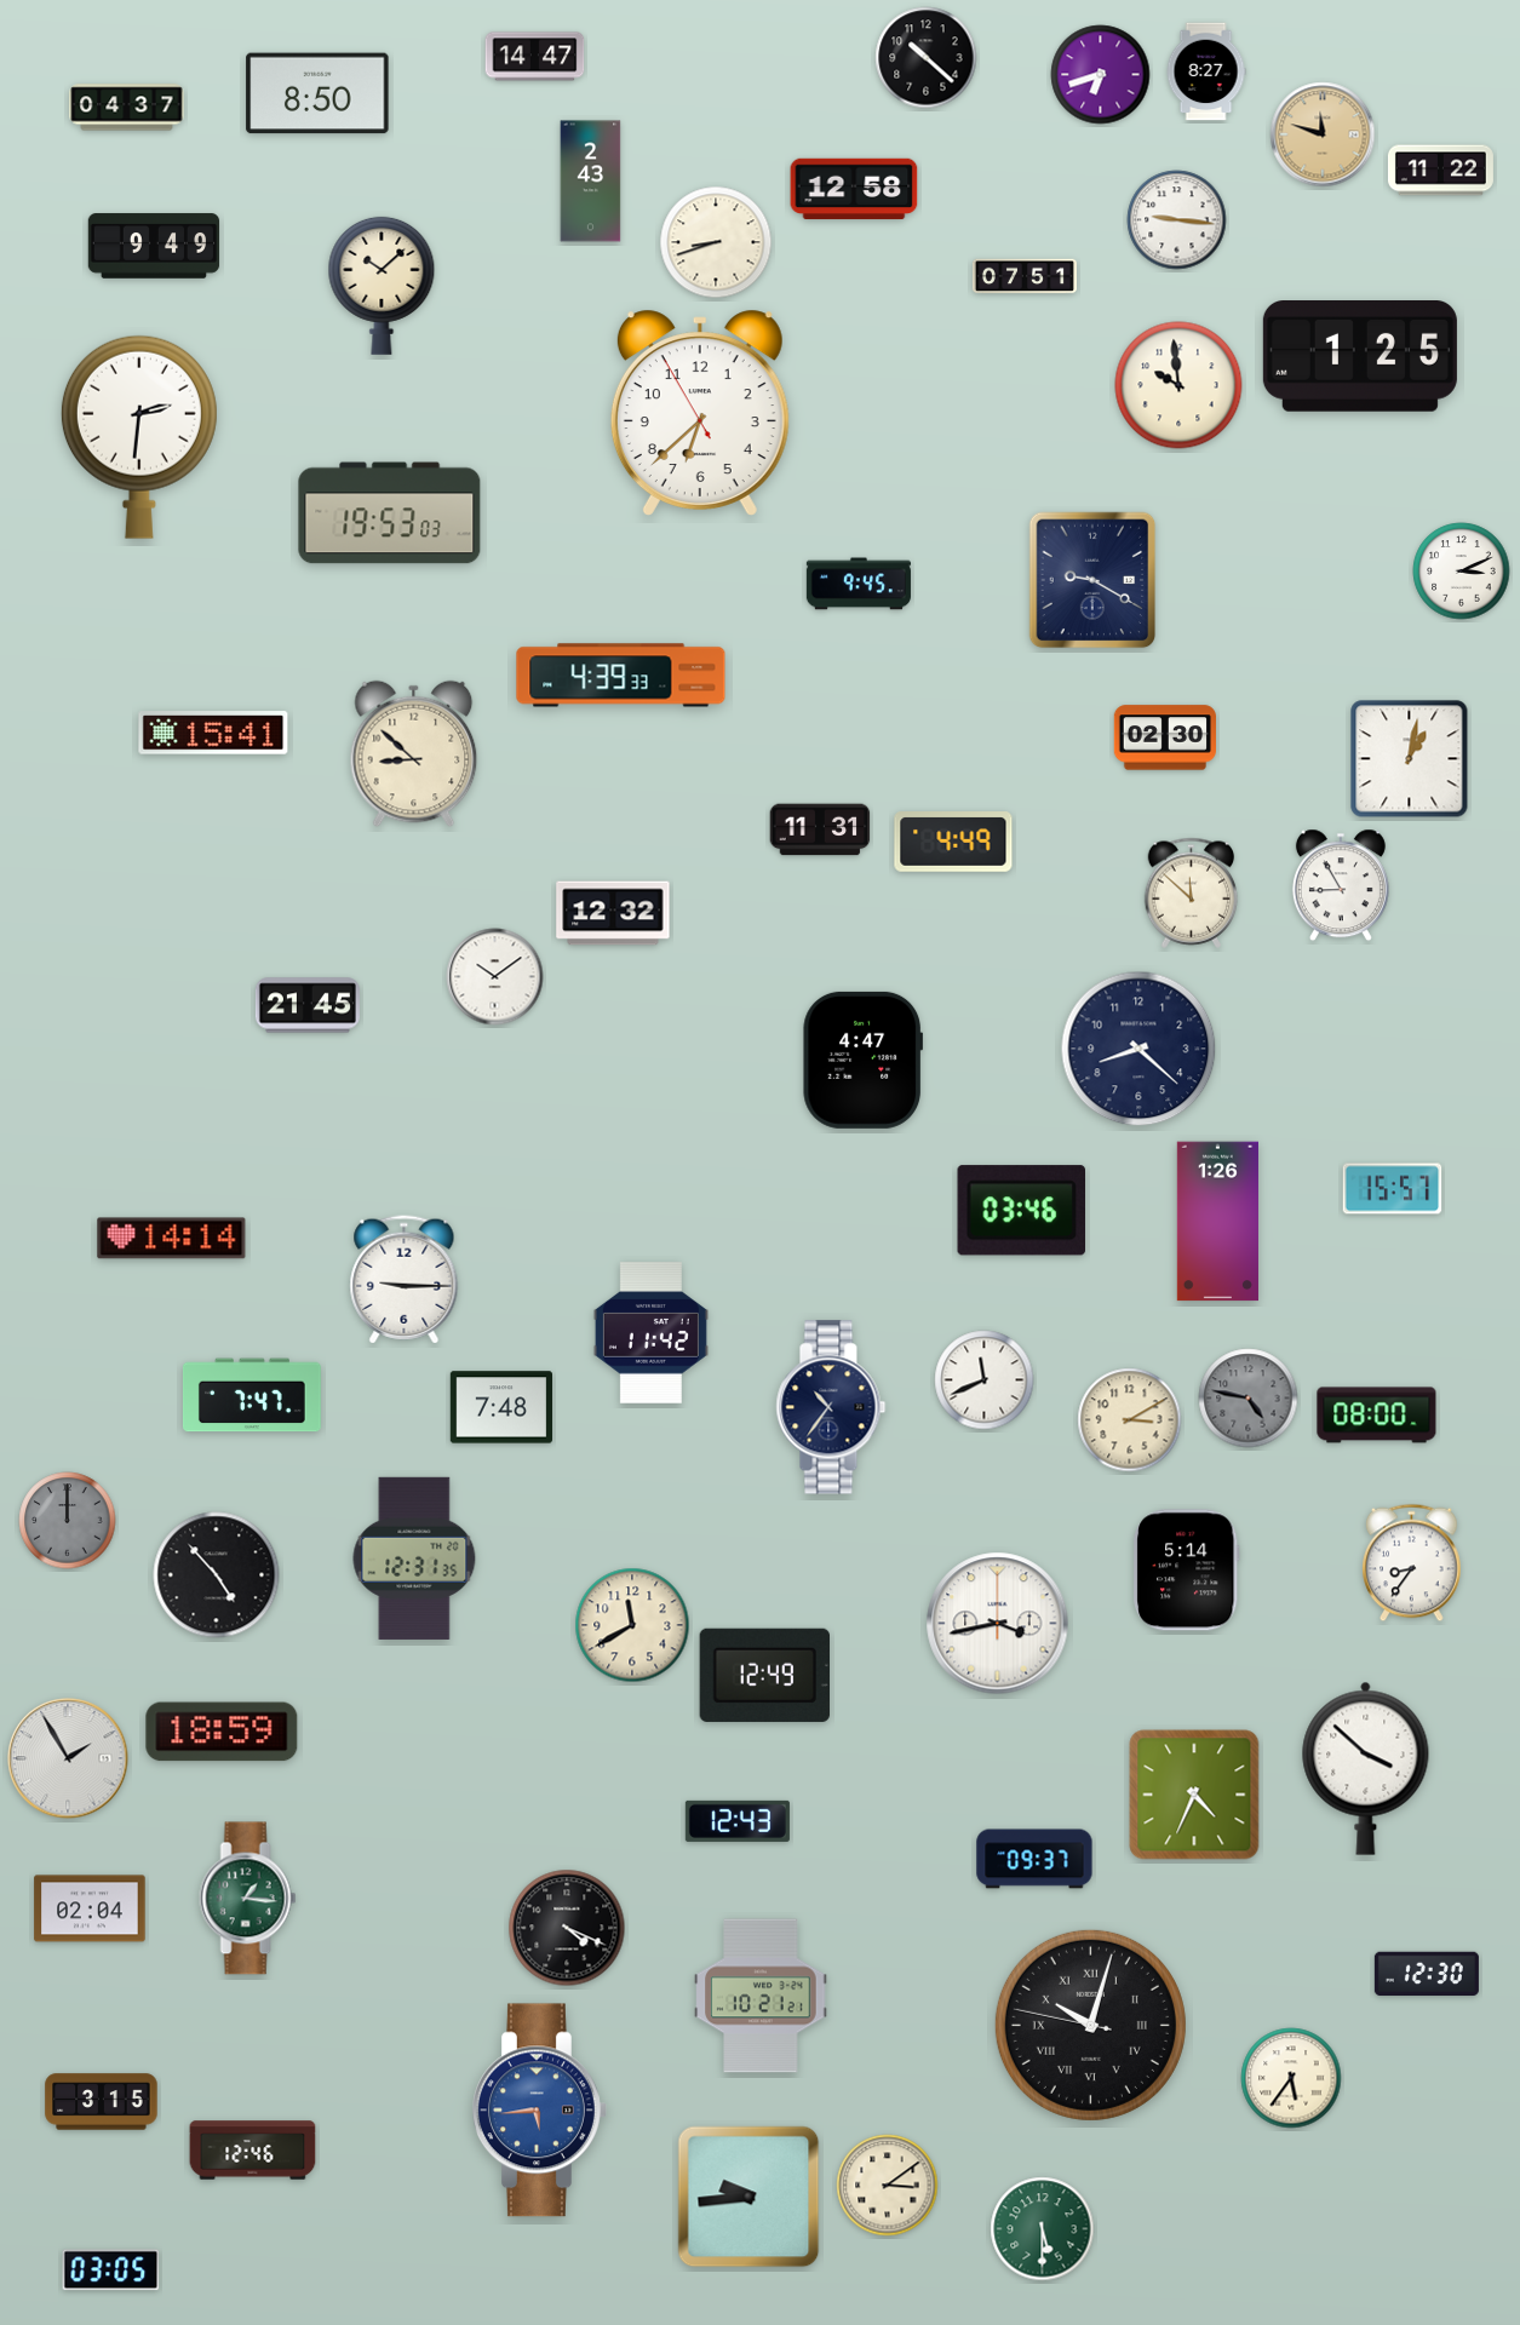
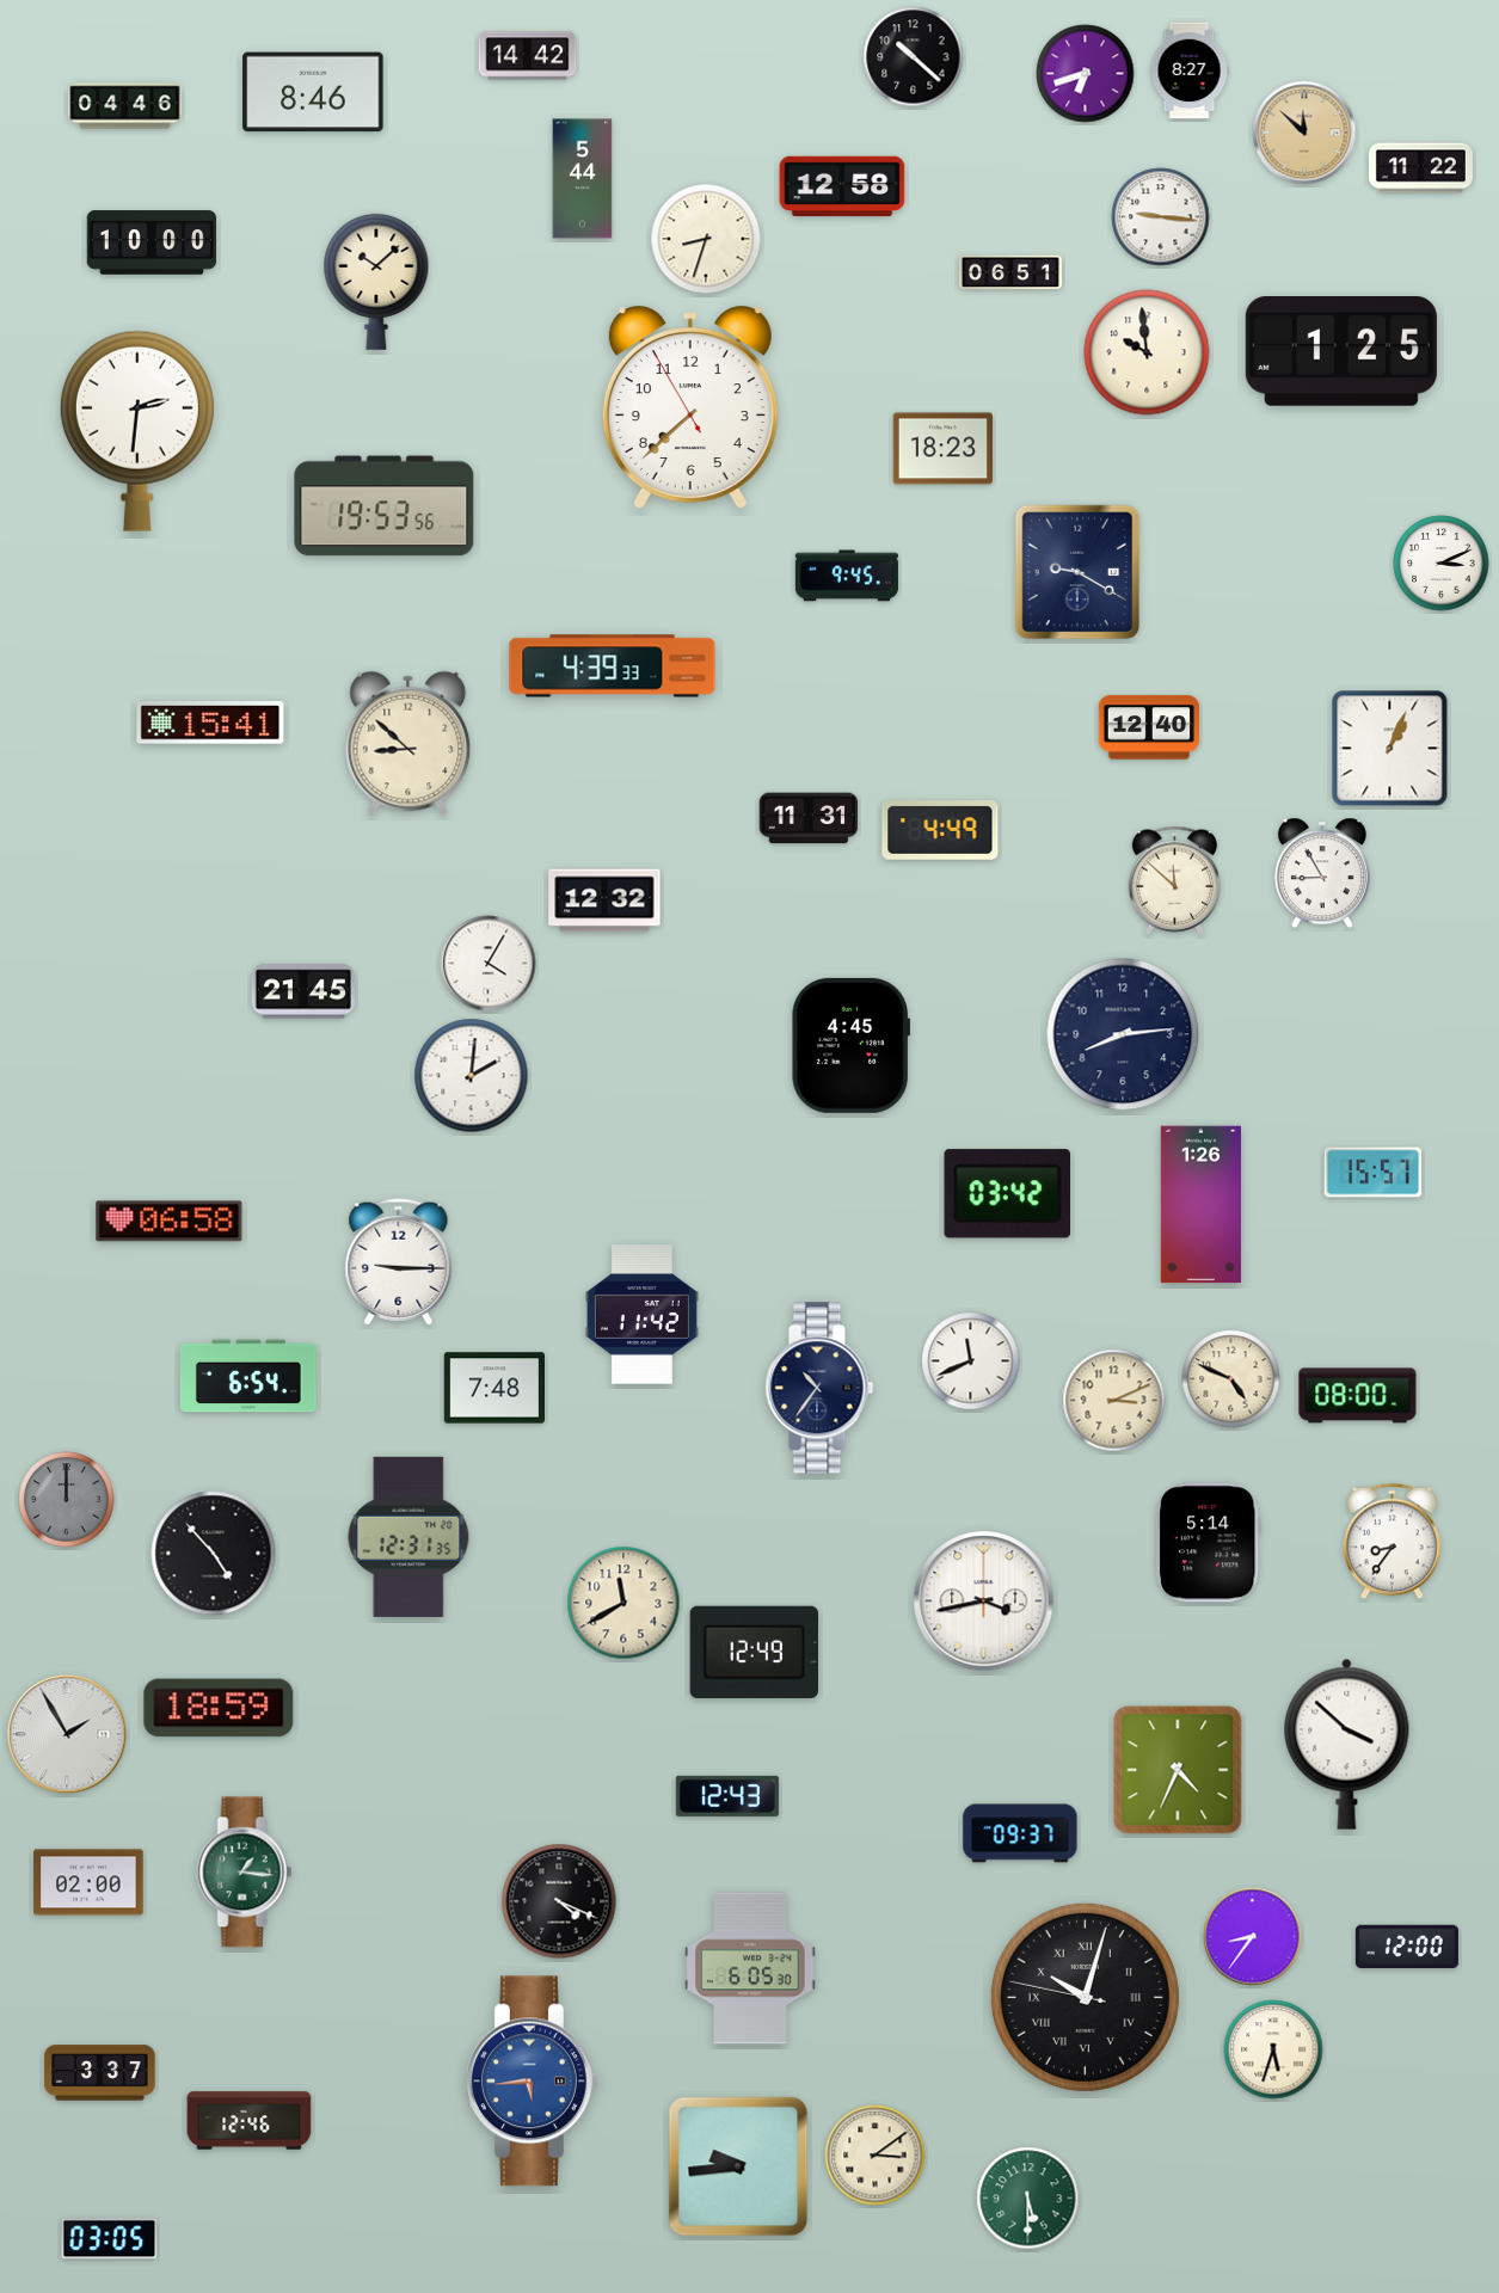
clock at (535, 57): 14:47 -> 14:42
clock at (317, 93): 8:50 -> 8:46
clock at (127, 108): 04:37 -> 04:46
clock at (1323, 134): 11:48 -> 11:52
clock at (591, 182): 2:43 -> 5:44
clock at (716, 242): 8:42 -> 8:33
clock at (154, 246): 9:49 -> 10:00
clock at (1025, 276): 07:51 -> 06:51
clock at (1178, 385) position: (1178, 385) -> (1147, 352)
clock at (700, 413): 6:37 -> 7:37
clock at (944, 449): none -> 18:23
clock at (390, 513): 19:53:03 -> 19:53:56
clock at (1164, 737): 02:30 -> 12:40
clock at (1410, 759): 1:02 -> 1:04
clock at (495, 977): 10:09 -> 4:05
clock at (1138, 1049): 8:22 -> 8:14
clock at (862, 1060): 4:47 -> 4:45
clock at (472, 1076): none -> 2:01
clock at (1021, 1211): 03:46 -> 03:42
clock at (172, 1239): 14:14 -> 06:58
clock at (252, 1395): 7:47 -> 6:54
clock at (1249, 1399): 4:47 -> 4:49
clock at (1249, 1399) dial: grey -> cream
clock at (1130, 1420): 3:10 -> 3:11
clock at (1187, 1571) position: (1187, 1571) -> (1209, 1543)
clock at (90, 1908): 02:04 -> 02:00
clock at (1253, 1937): none -> 8:36
clock at (1427, 1974): 12:30 -> 12:00
clock at (761, 1996): 10:21 -> 6:05
clock at (1090, 2025) position: (1090, 2025) -> (1085, 1997)
clock at (1291, 2078): 5:36 -> 5:33
clock at (102, 2102): 3:15 -> 3:37
